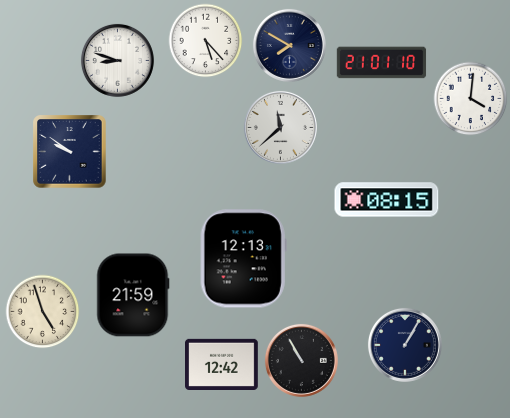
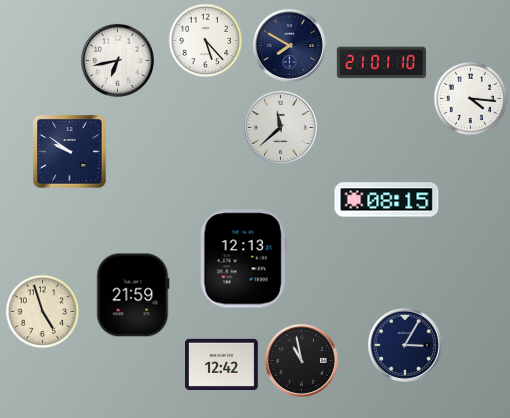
clock at (117, 60): 8:48 -> 6:43
clock at (471, 99): 4:01 -> 4:16
clock at (405, 345): 1:05 -> 3:05
clock at (301, 360): 10:55 -> 10:58
